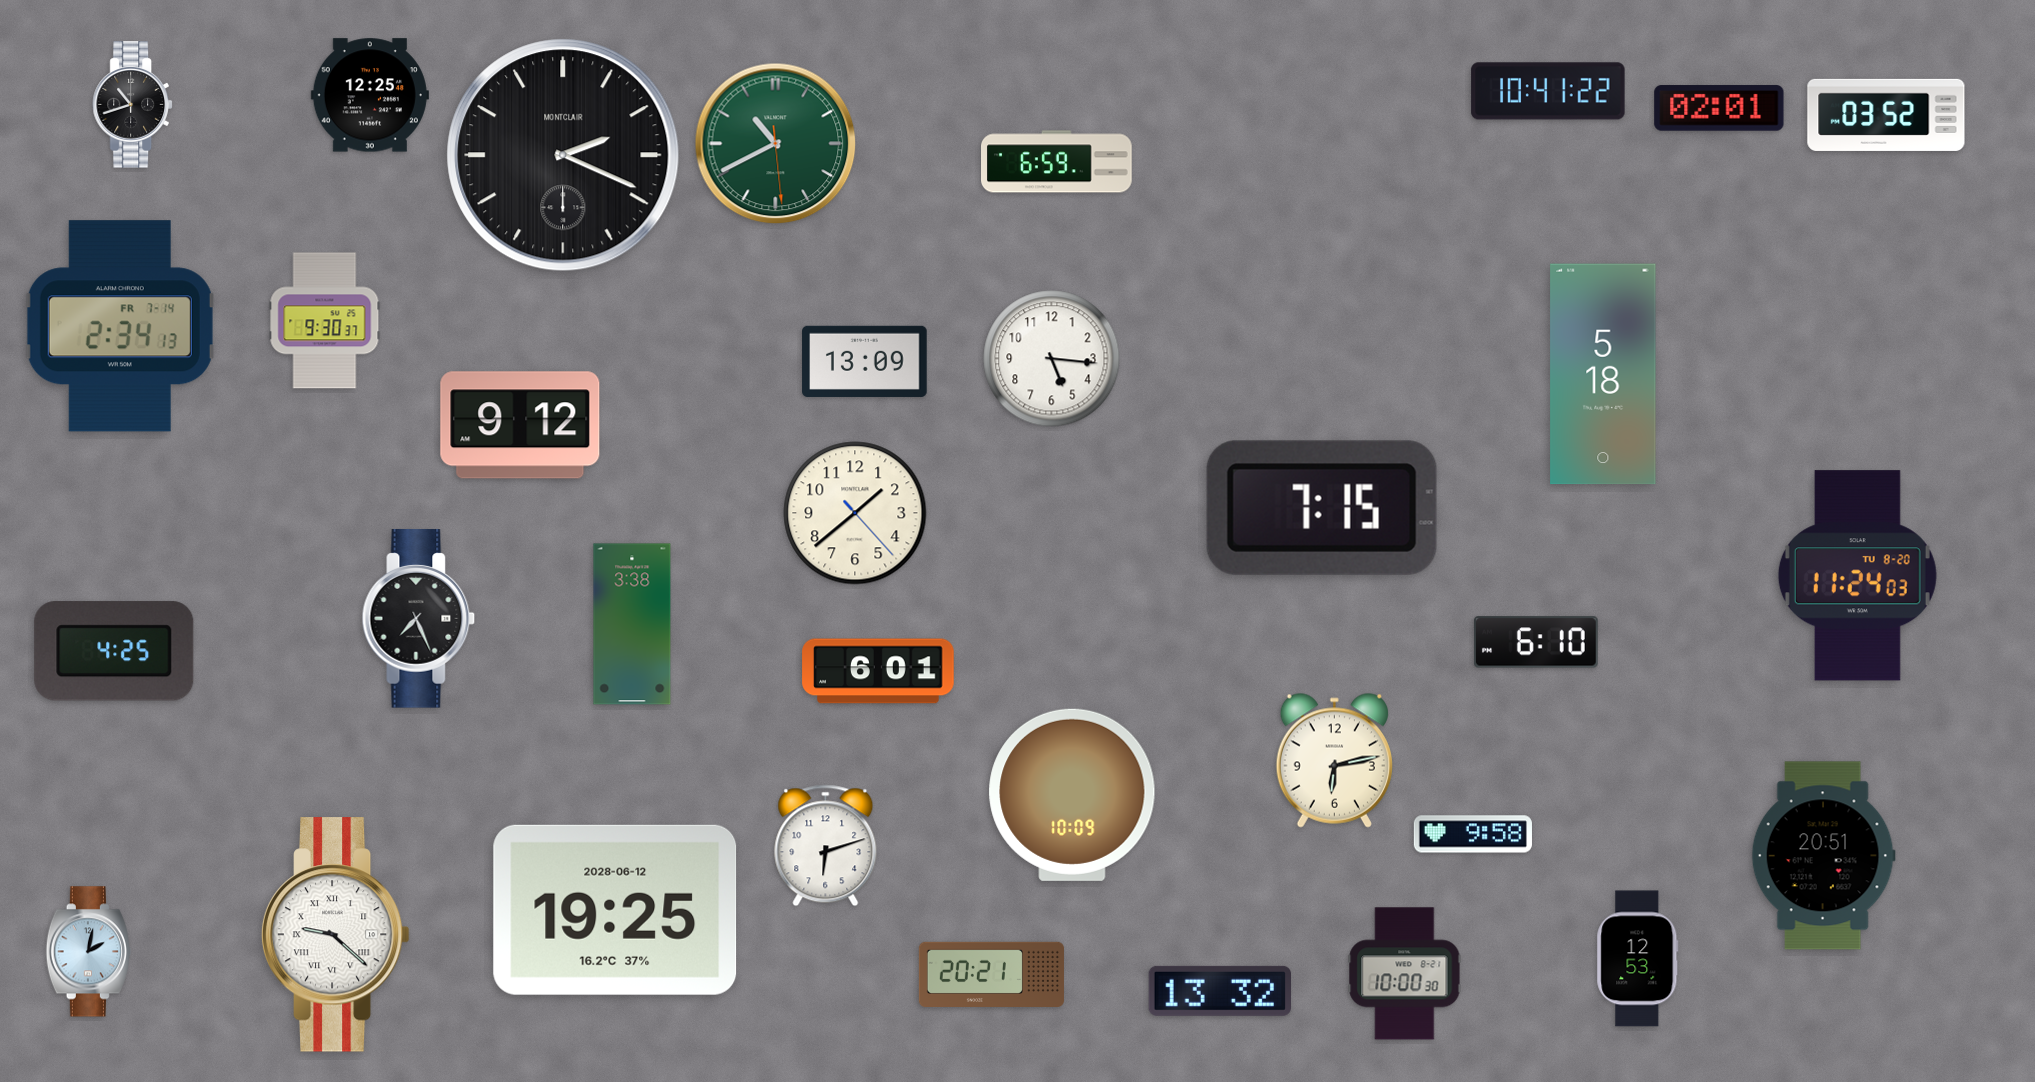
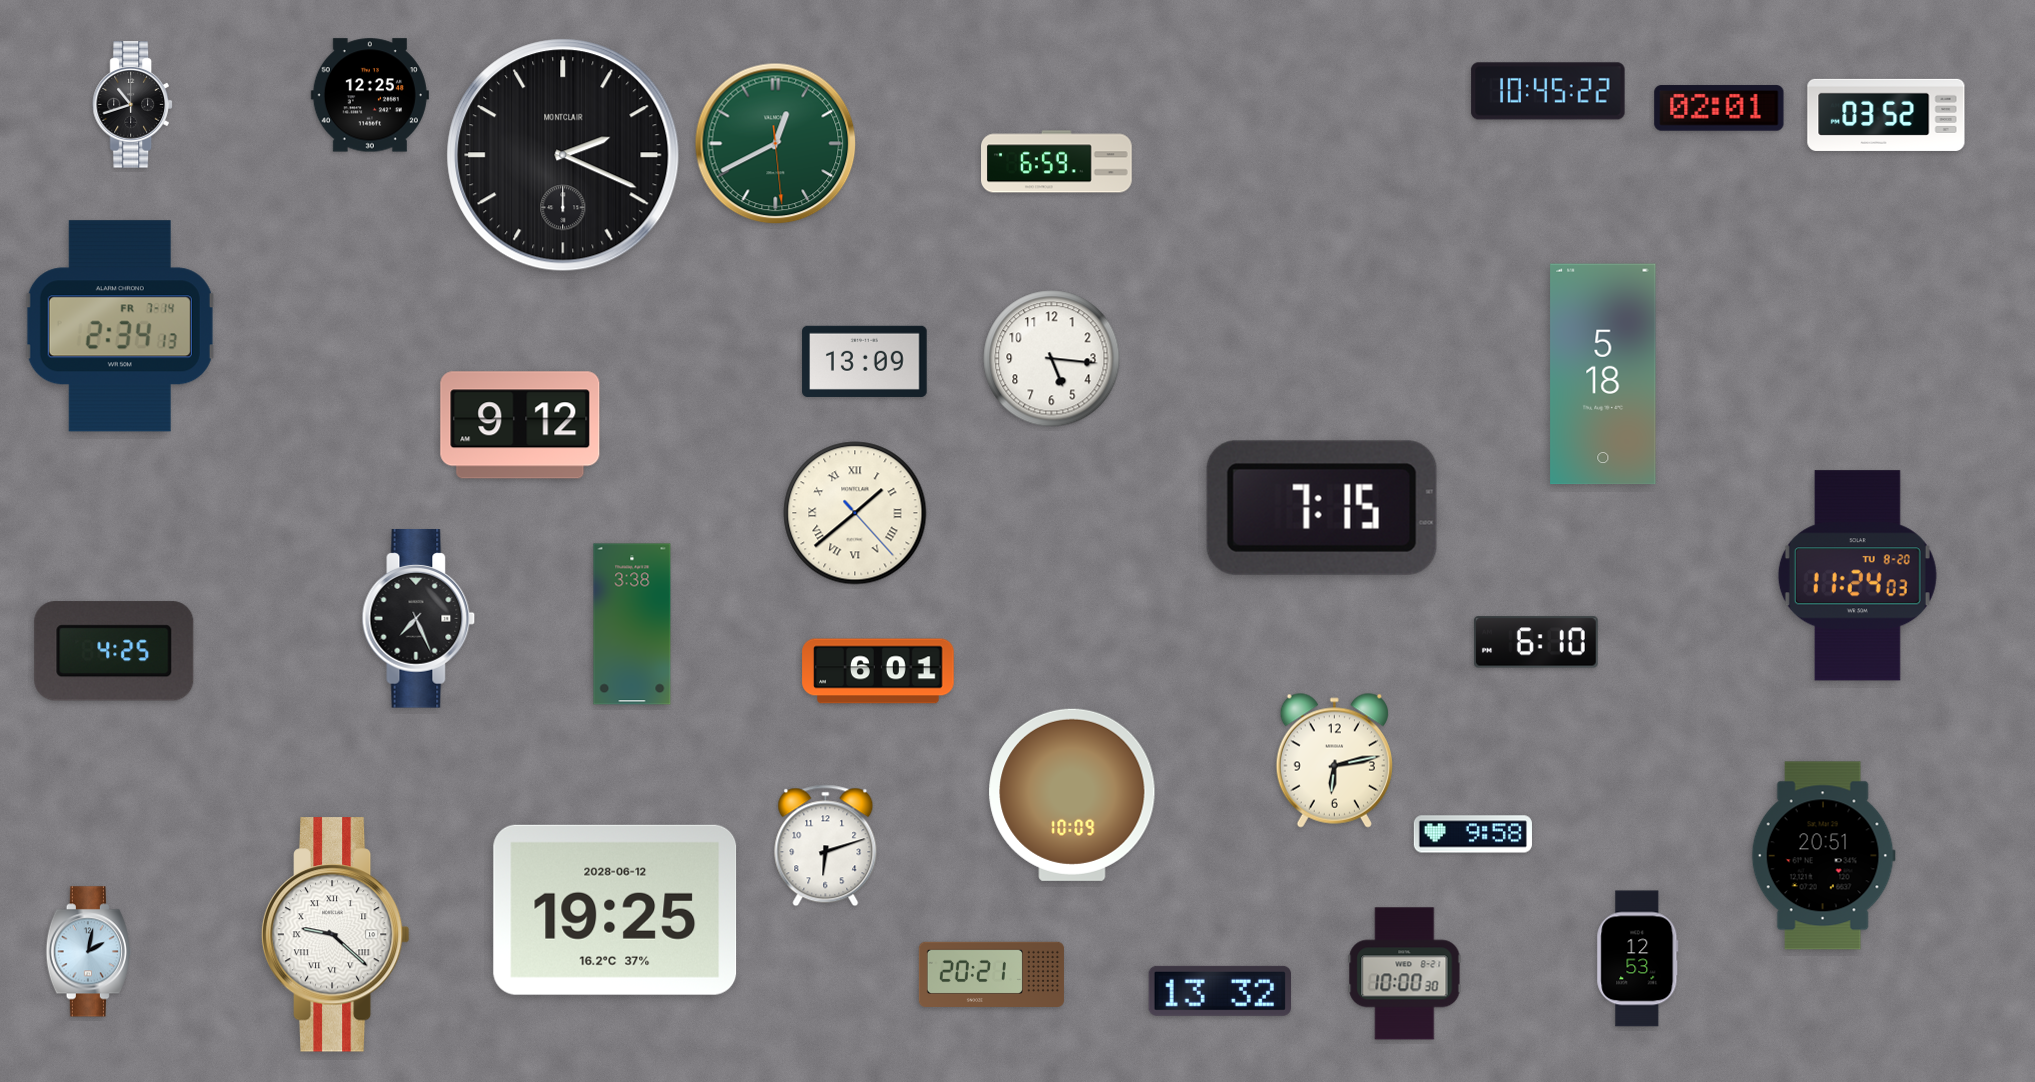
clock at (1548, 91): 10:41 -> 10:45
clock at (776, 144): 10:40 -> 12:40
clock at (325, 321): 9:30 -> none
clock at (855, 513) numerals: Arabic -> Roman
